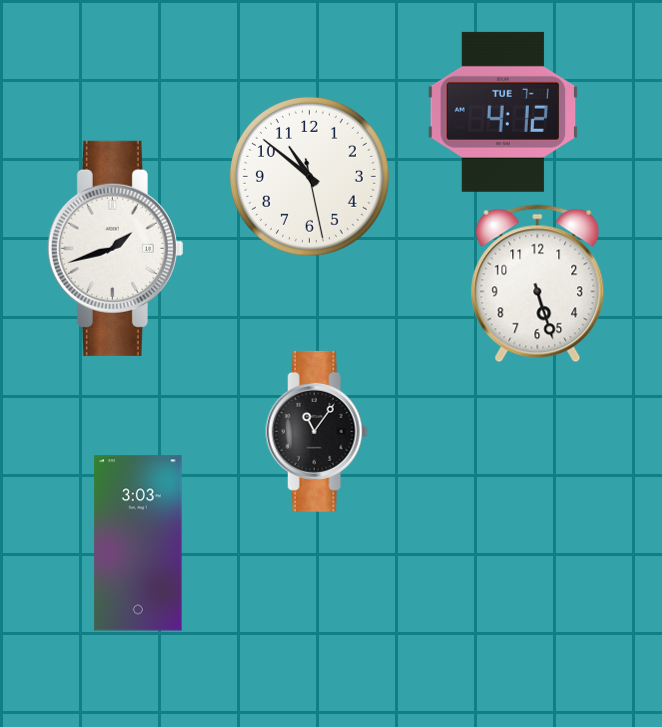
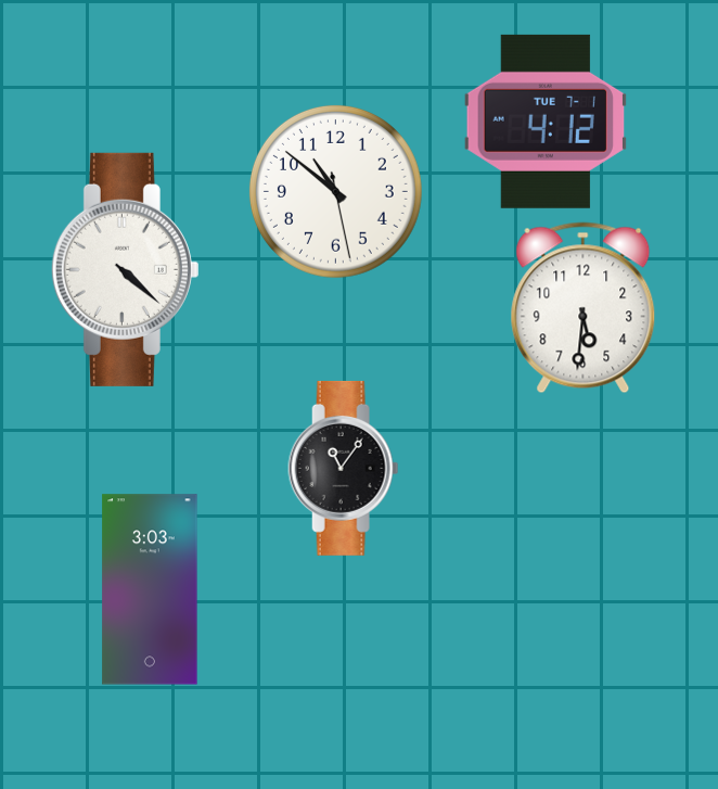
clock at (115, 248): 1:42 -> 4:22
clock at (538, 284): 5:27 -> 5:31
